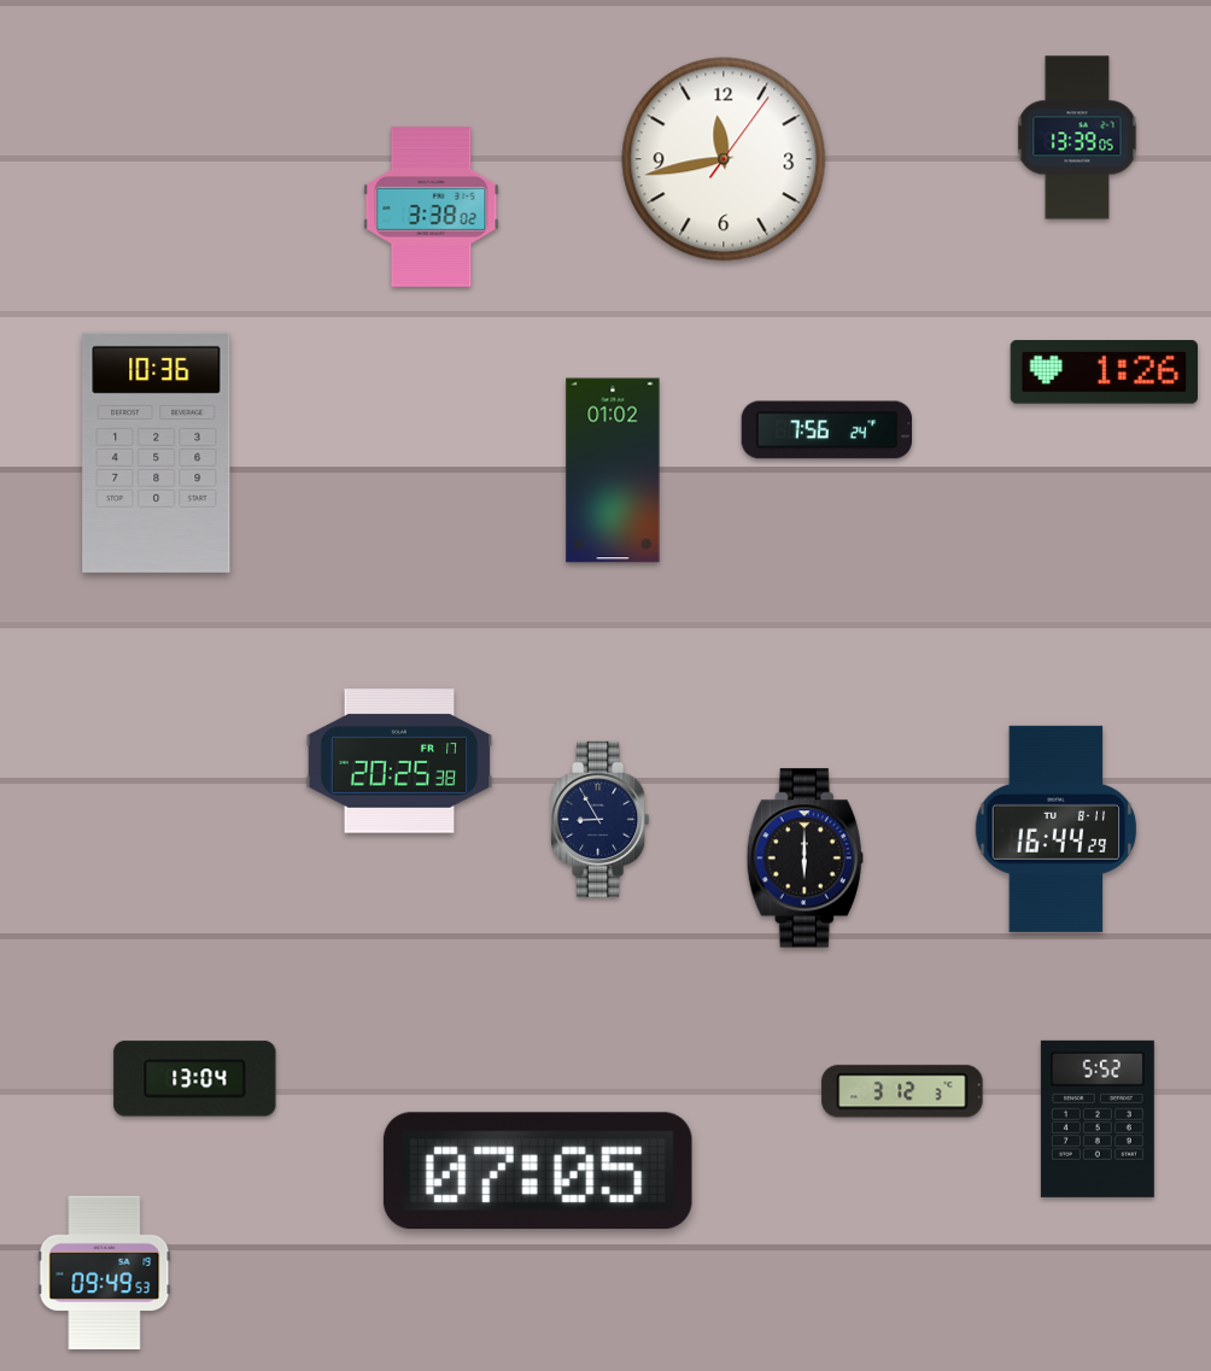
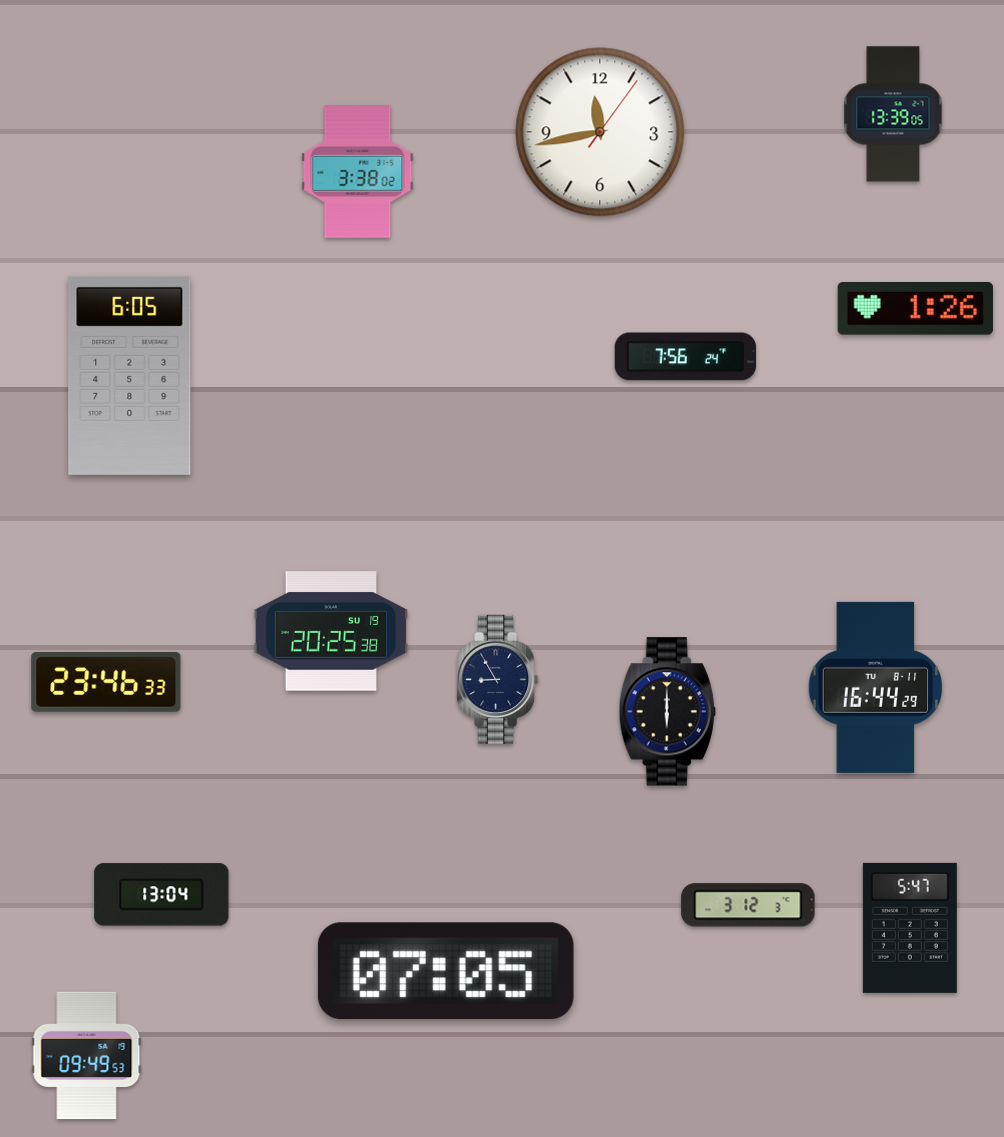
clock at (157, 452): 10:36 -> 6:05
clock at (613, 470): 01:02 -> none
clock at (399, 761) date: FR 17 -> SU 19
clock at (106, 682): none -> 23:46
clock at (1098, 1119): 5:52 -> 5:47
